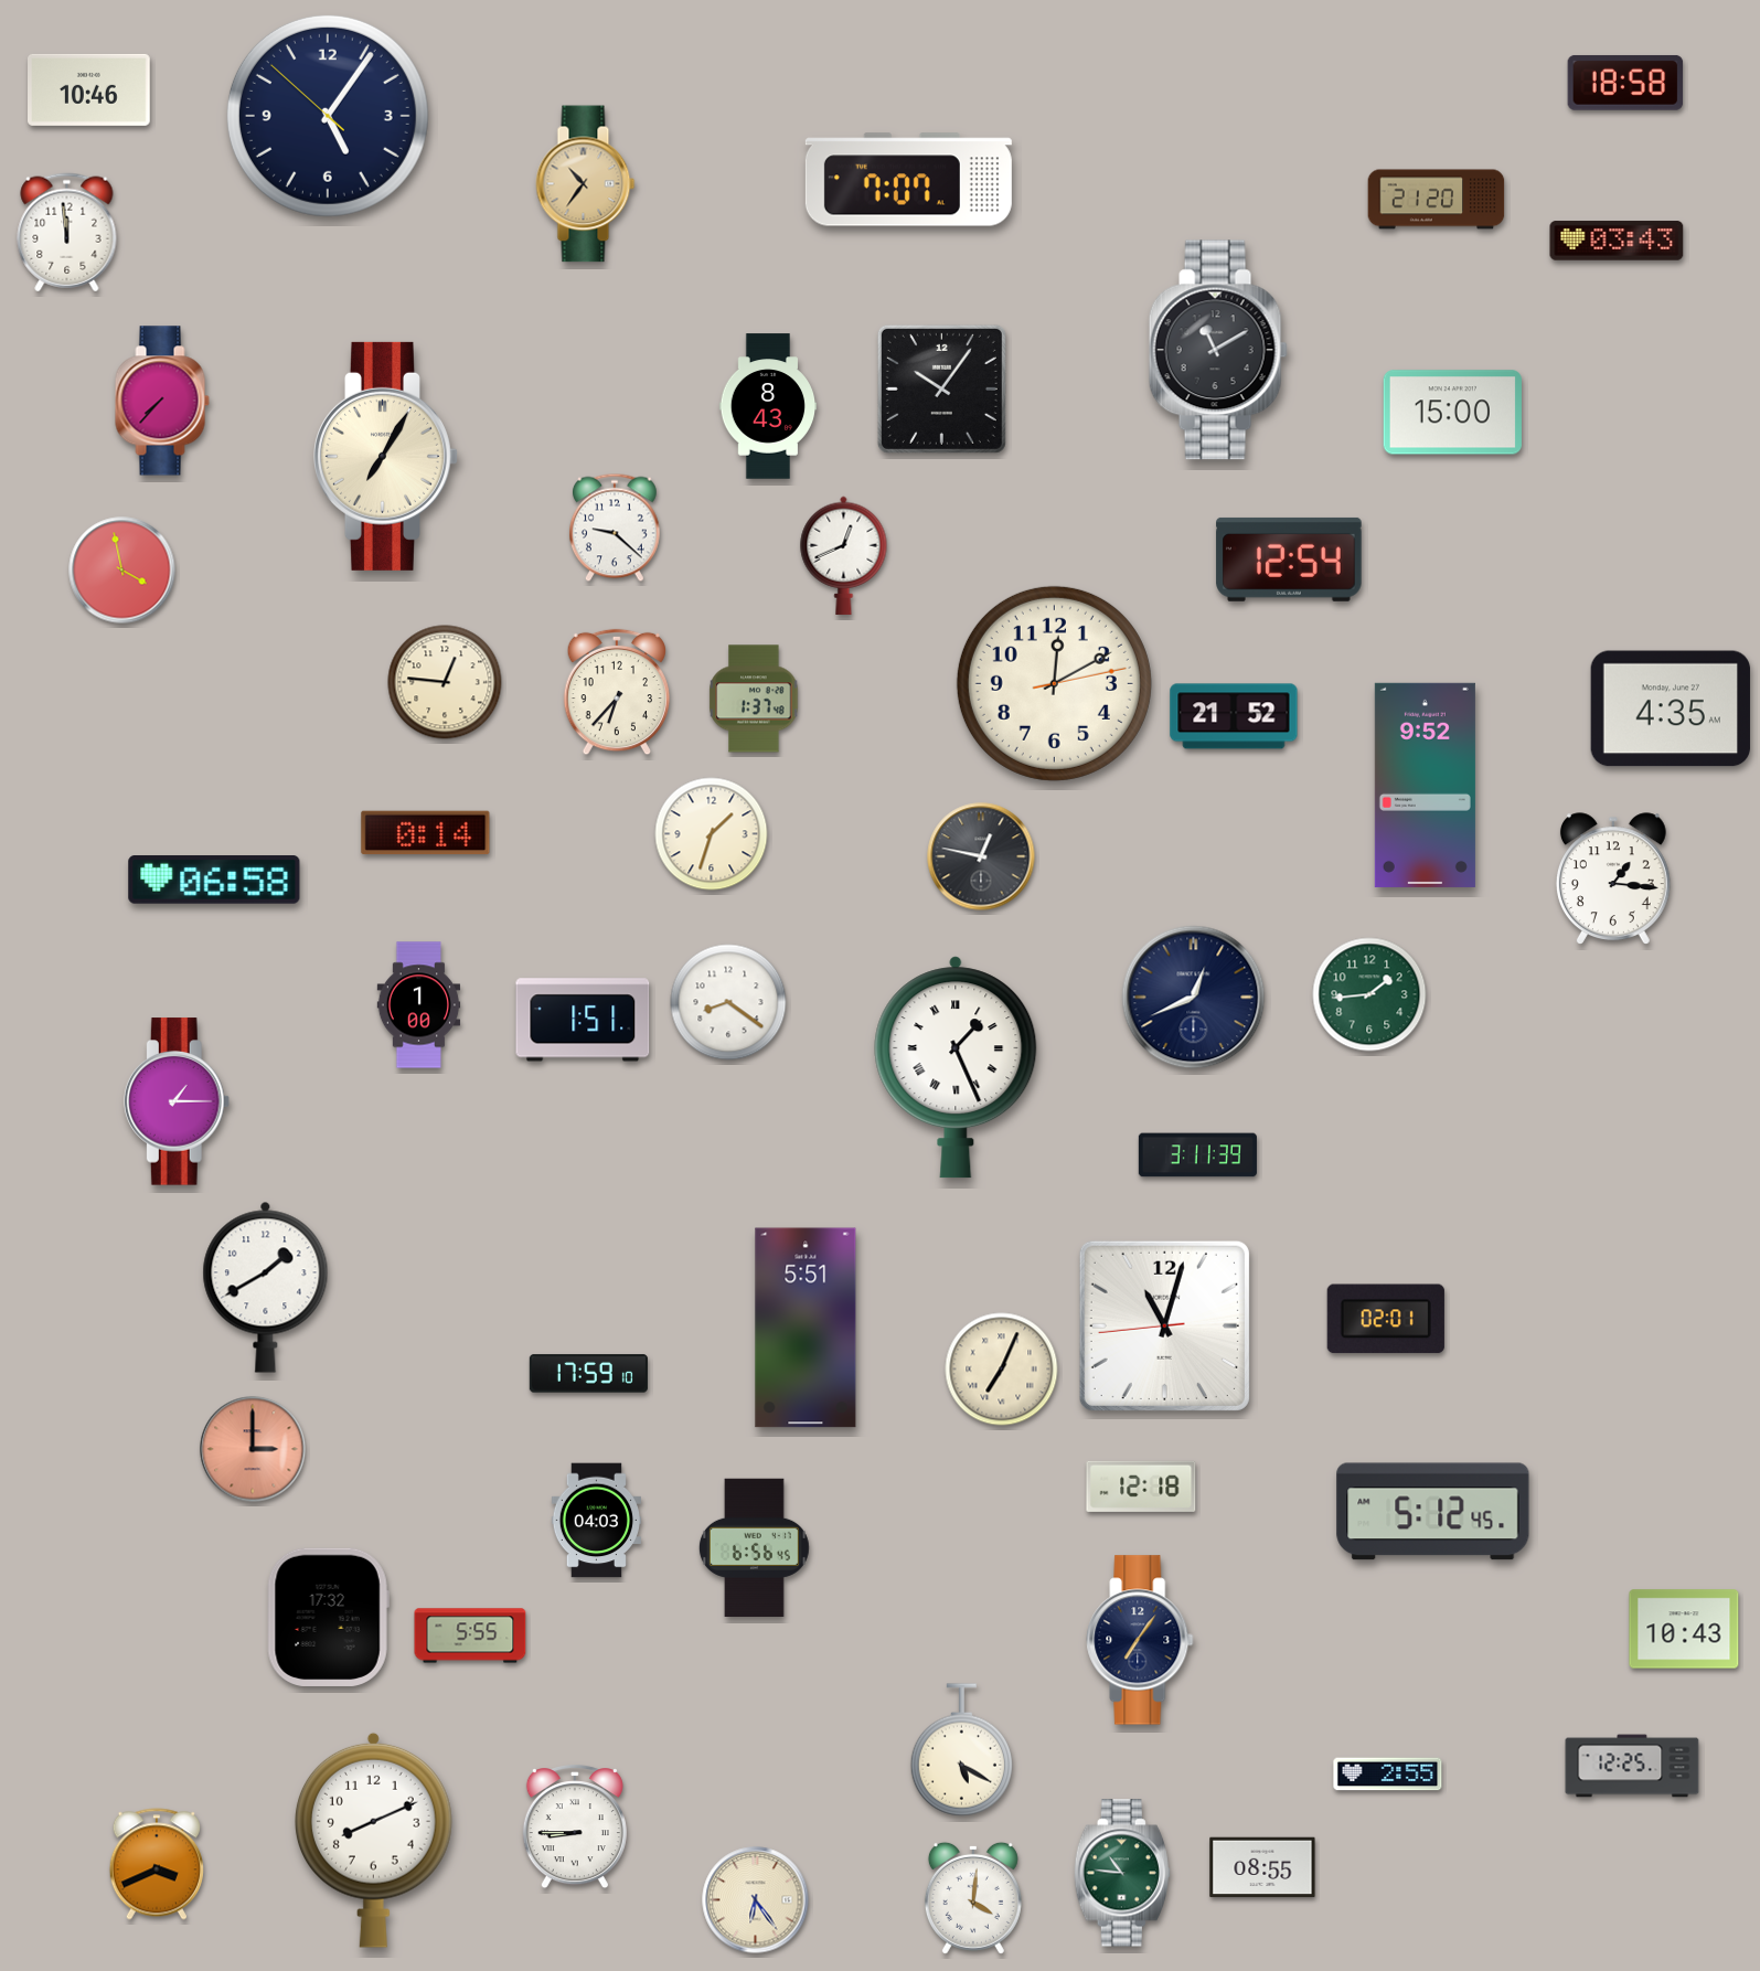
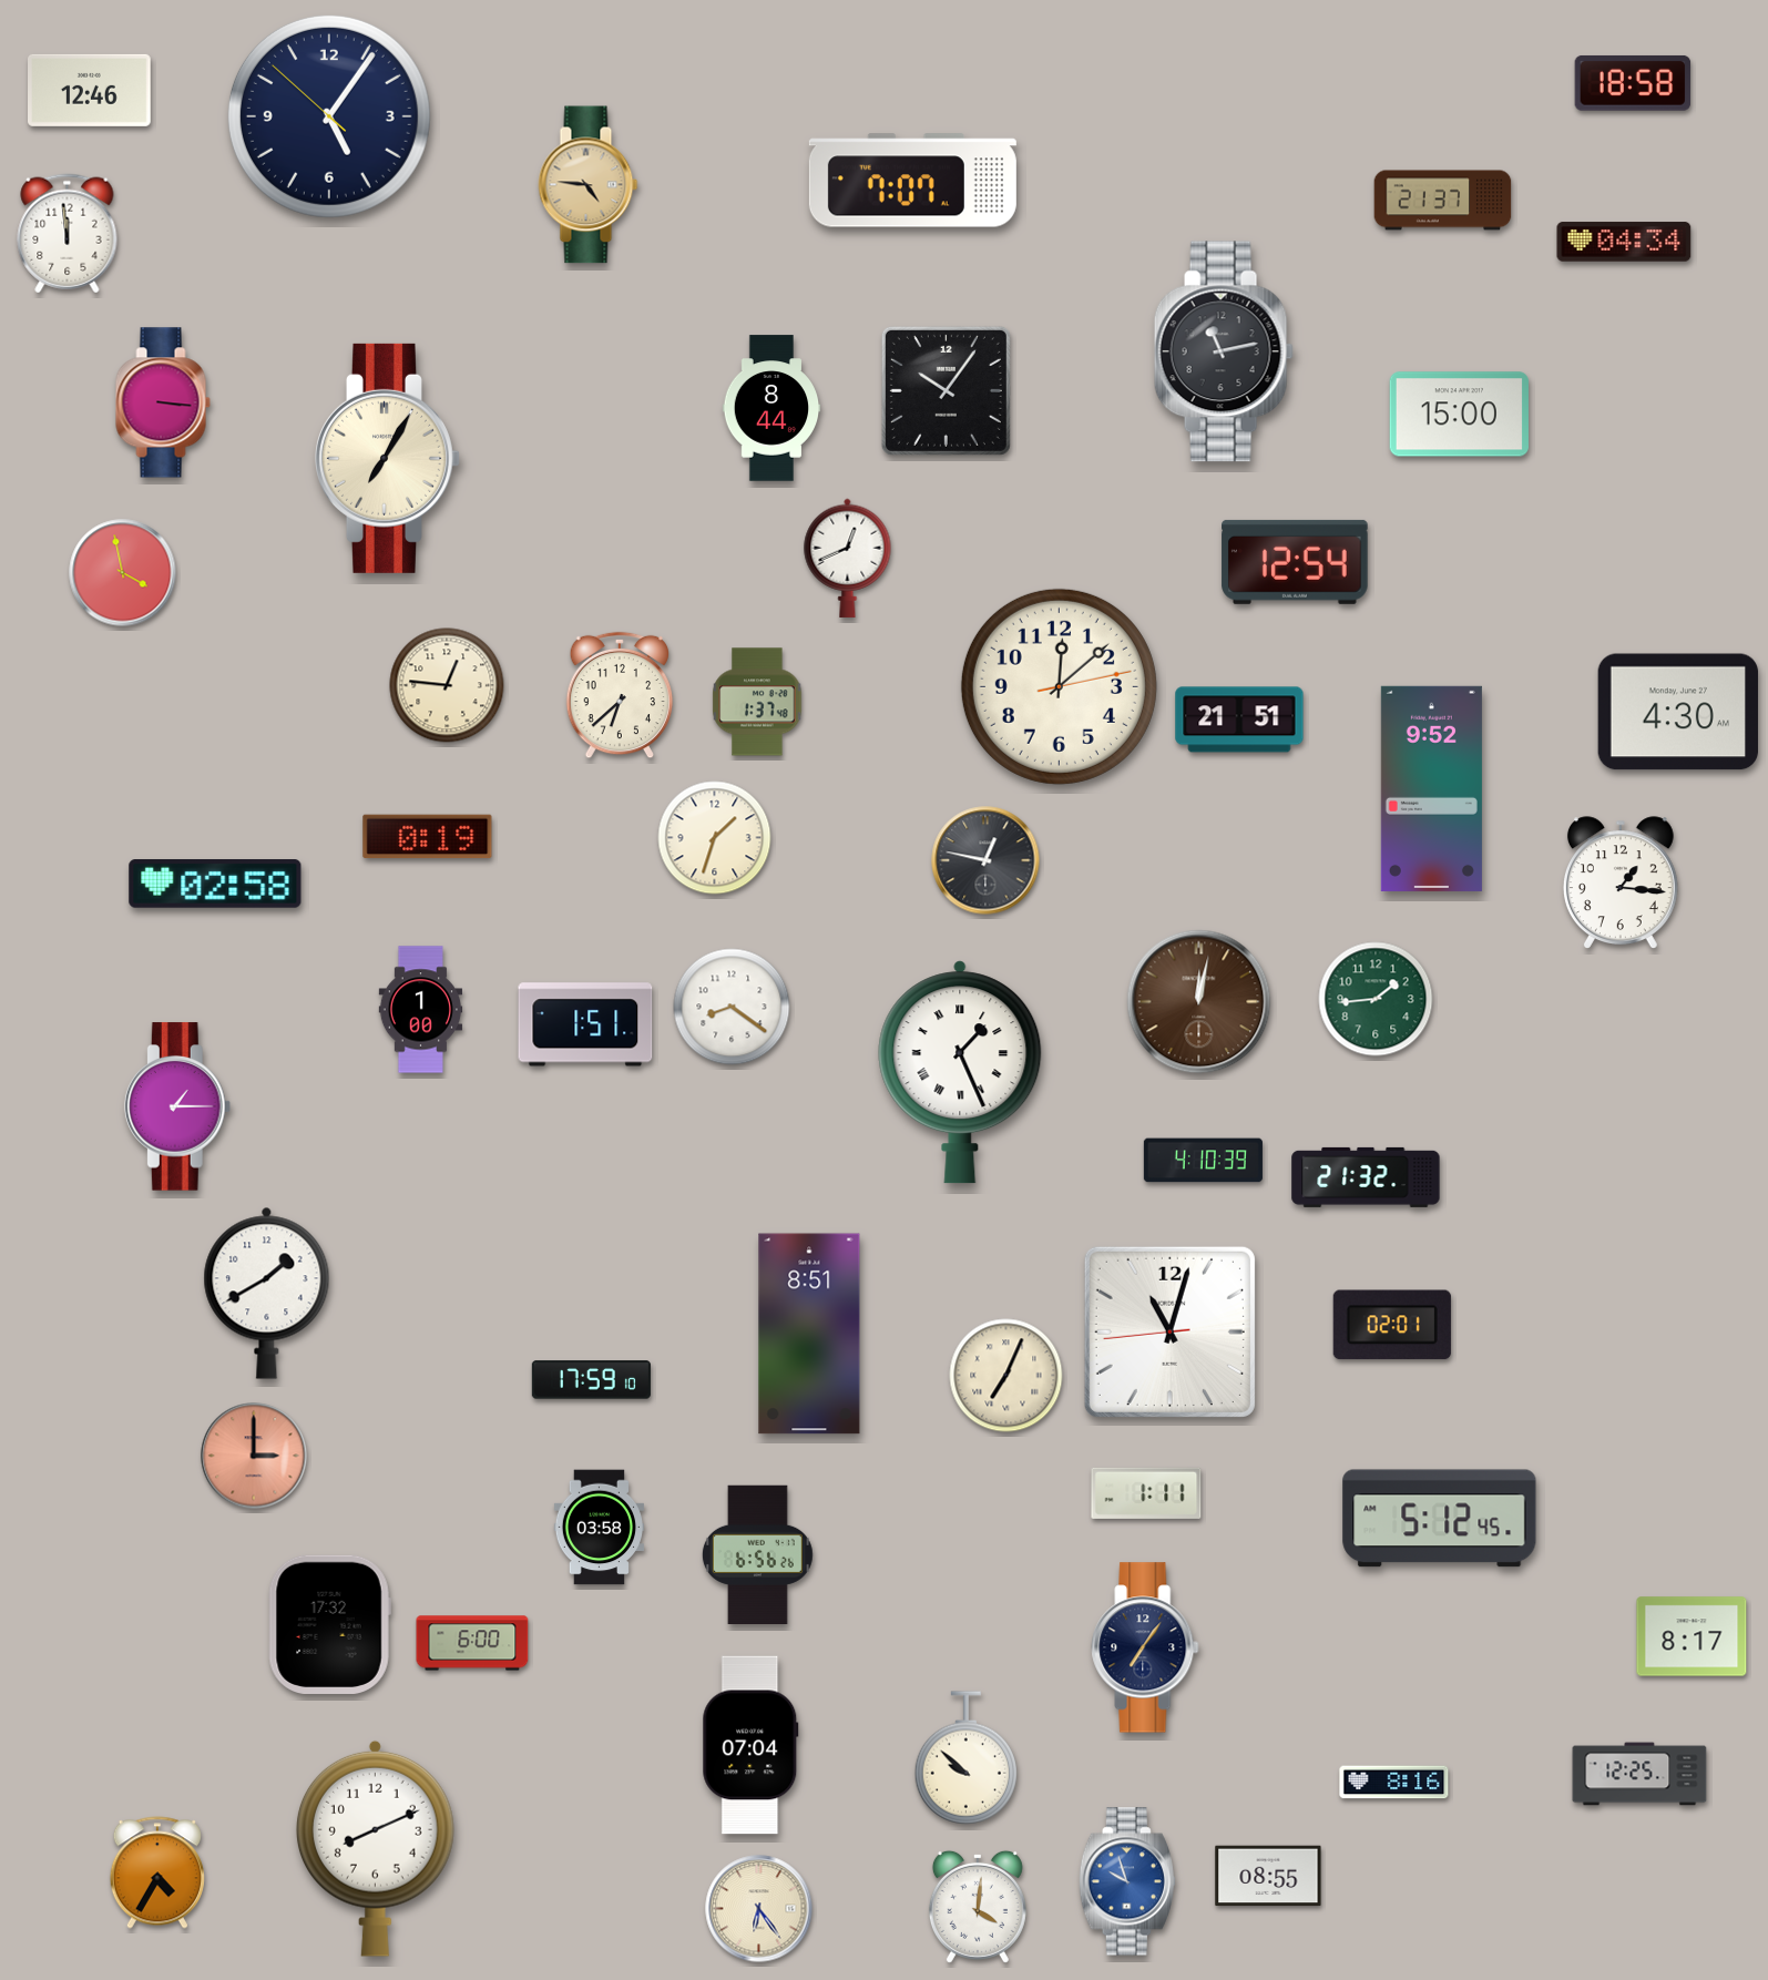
clock at (89, 89): 10:46 -> 12:46
clock at (586, 184): 10:36 -> 4:46
clock at (1437, 200): 21:20 -> 21:37
clock at (1617, 241): 03:43 -> 04:34
clock at (1218, 350): 11:10 -> 11:13
clock at (162, 401): 7:37 -> 3:16
clock at (768, 406): 8:43 -> 8:44
clock at (615, 528): 9:22 -> none
clock at (1054, 683): 12:10 -> 12:08
clock at (617, 692): 6:37 -> 6:38
clock at (1671, 709): 4:35 -> 4:30
clock at (1234, 716): 21:52 -> 21:51
clock at (426, 833): 0:14 -> 0:19
clock at (214, 881): 06:58 -> 02:58
clock at (1194, 998): 12:41 -> 12:02
clock at (1194, 998) dial: navy -> brown
clock at (1197, 1155): 3:11 -> 4:10
clock at (1366, 1177): none -> 21:32
clock at (806, 1328): 5:51 -> 8:51
clock at (1141, 1487): 12:18 -> 1:11
clock at (596, 1521): 04:03 -> 03:58
clock at (754, 1547): 6:56:45 -> 6:56:26
clock at (1684, 1629): 10:43 -> 8:17
clock at (470, 1636): 5:55 -> 6:00
clock at (750, 1745): none -> 07:04
clock at (961, 1750): 5:20 -> 9:52
clock at (1388, 1775): 2:55 -> 8:16
clock at (575, 1828): 8:45 -> none
clock at (157, 1864): 3:41 -> 4:35
clock at (1121, 1873): 10:46 -> 9:57
clock at (1121, 1873) dial: green -> blue
